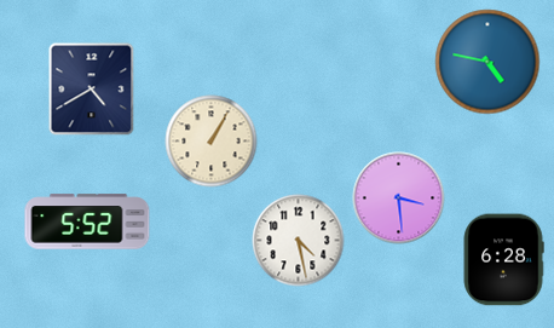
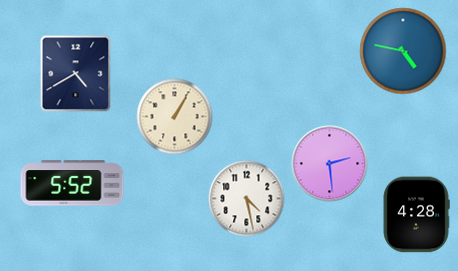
clock at (399, 198): 3:29 -> 2:29
clock at (503, 260): 6:28 -> 4:28
